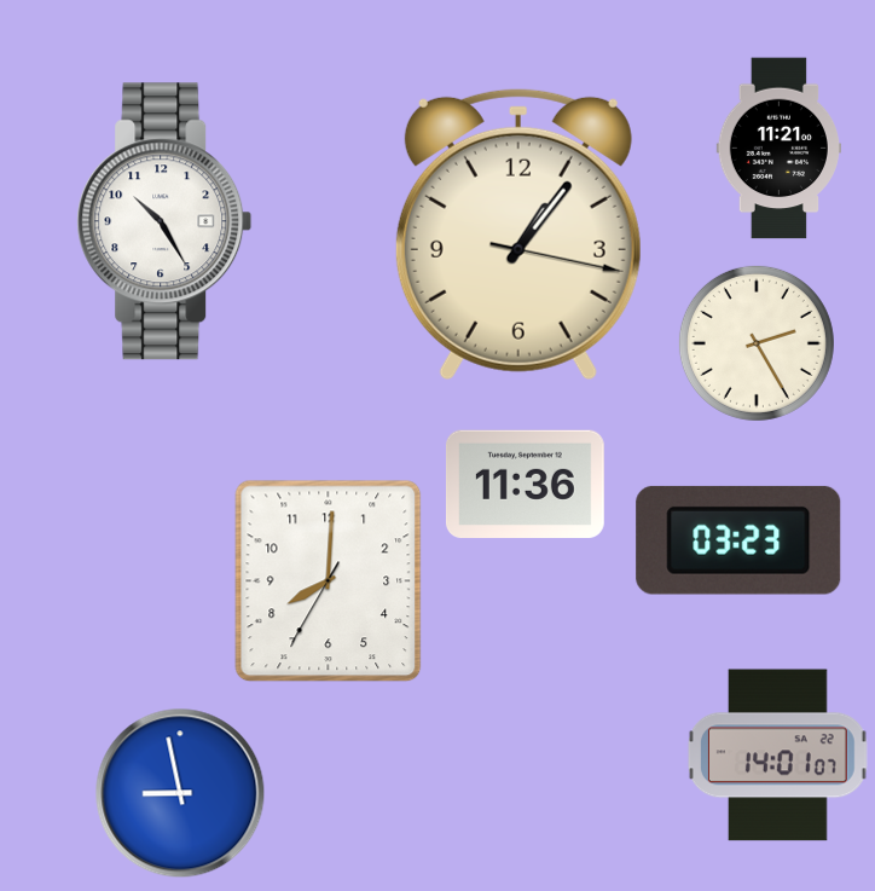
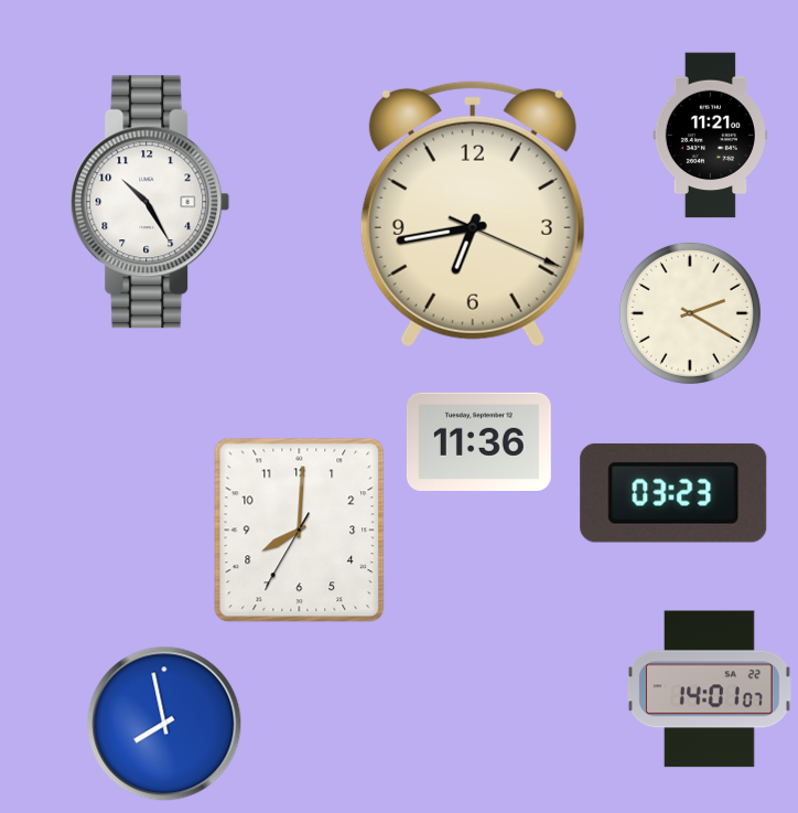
clock at (518, 235): 1:06 -> 6:43
clock at (757, 343): 2:25 -> 2:20
clock at (180, 793): 8:58 -> 7:58
